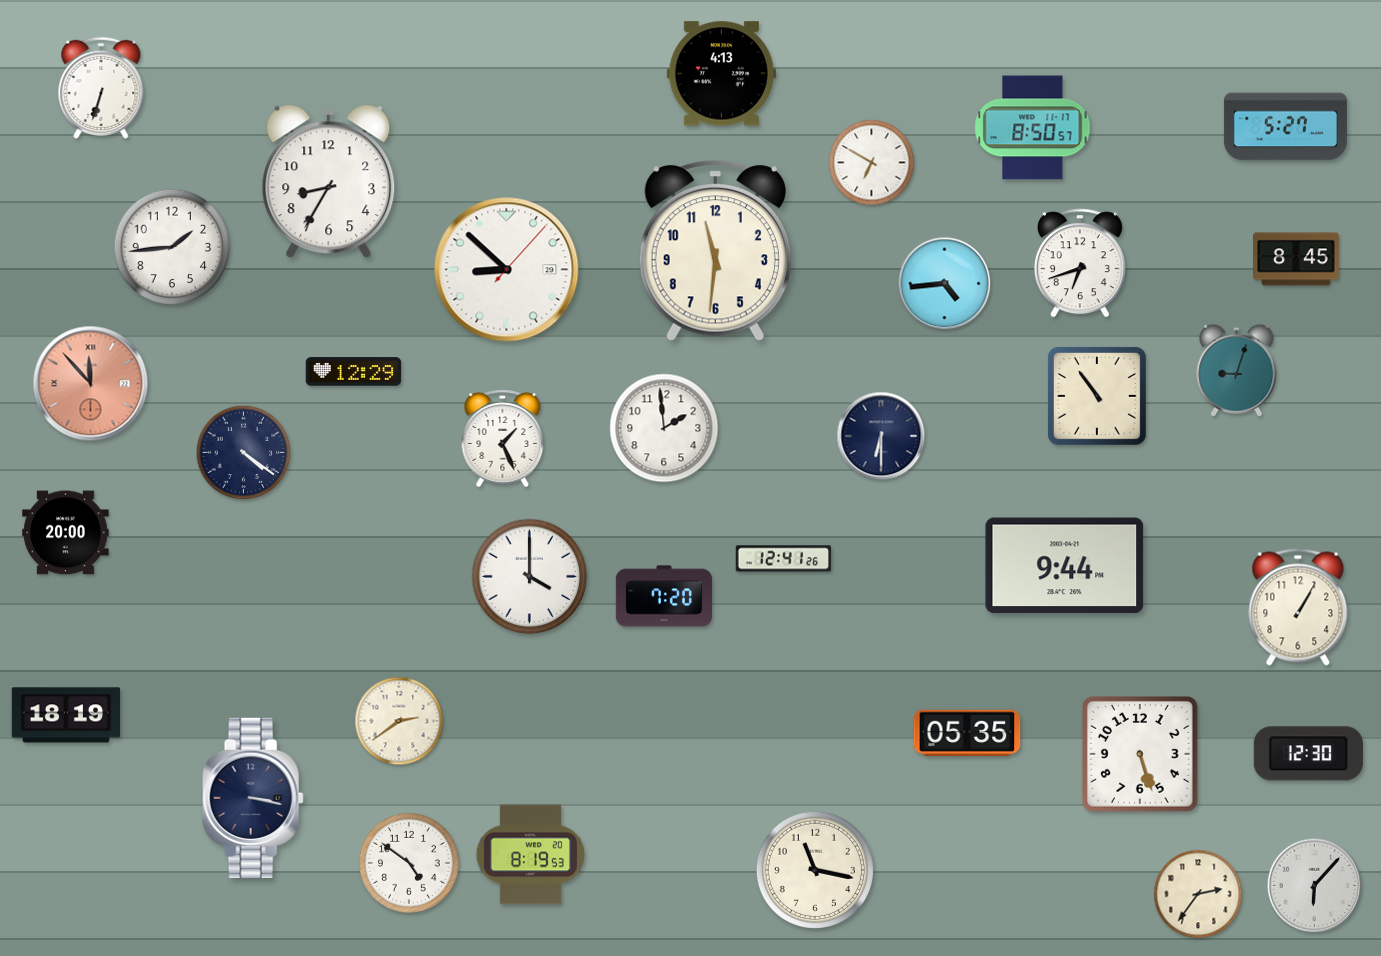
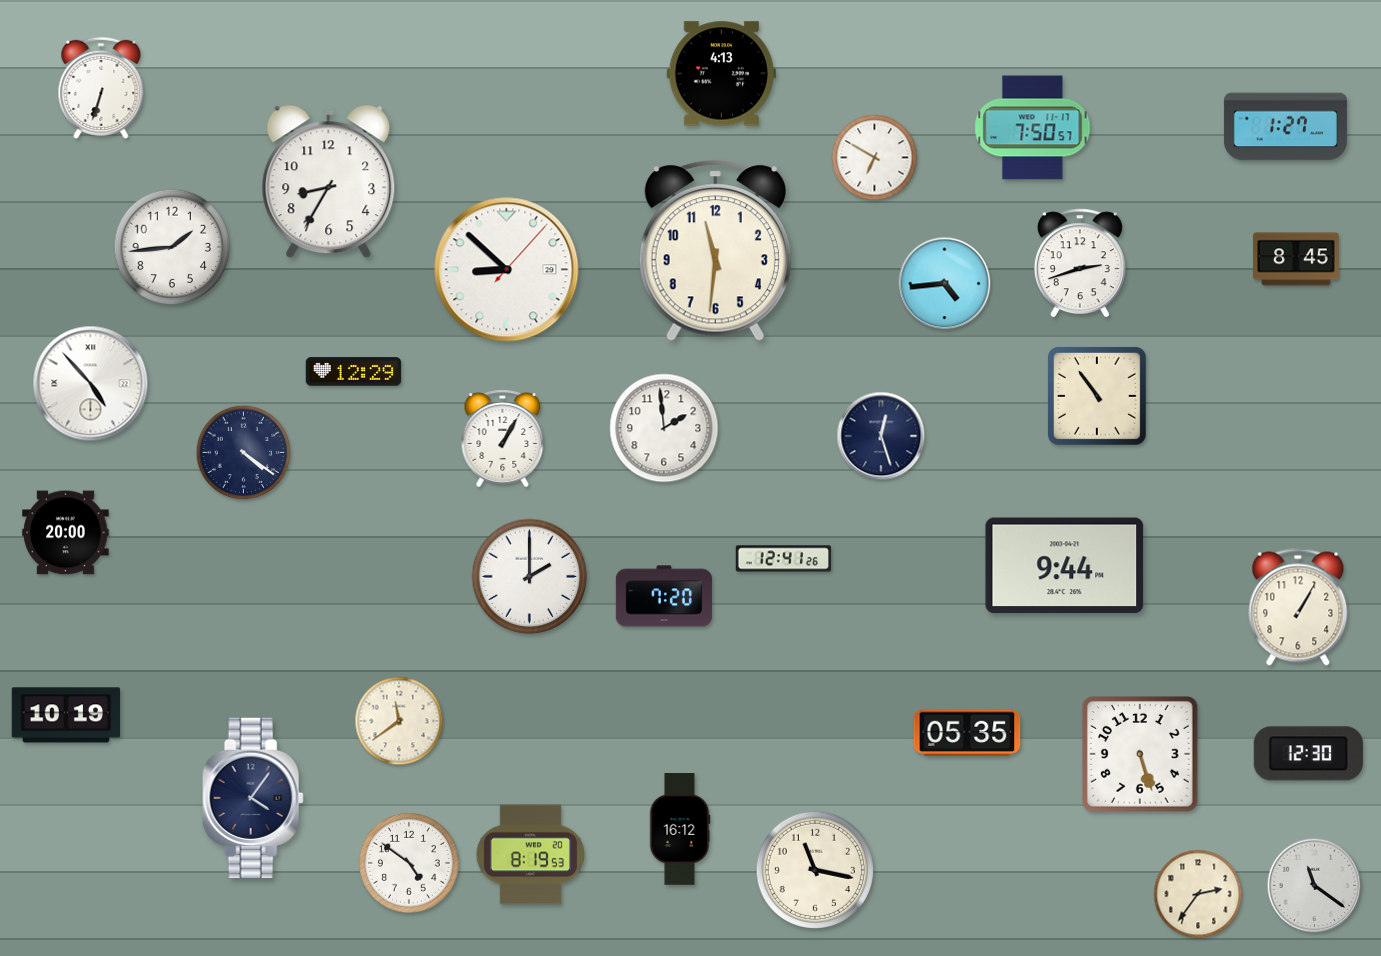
clock at (1285, 127): 5:27 -> 1:27
clock at (1033, 128): 8:50 -> 7:50
clock at (872, 163) position: (872, 163) -> (875, 158)
clock at (1080, 263): 6:42 -> 2:42
clock at (1237, 370): 9:03 -> none
clock at (91, 384): 11:53 -> 4:53
clock at (91, 384) dial: salmon -> white
clock at (881, 436): 6:30 -> 12:27
clock at (503, 439): 1:26 -> 1:05
clock at (530, 577): 4:00 -> 2:00
clock at (66, 715): 18:19 -> 10:19
clock at (399, 721): 2:39 -> 11:39
clock at (253, 798): 3:17 -> 4:06
clock at (680, 829): none -> 16:12
clock at (1315, 886): 6:07 -> 11:21
